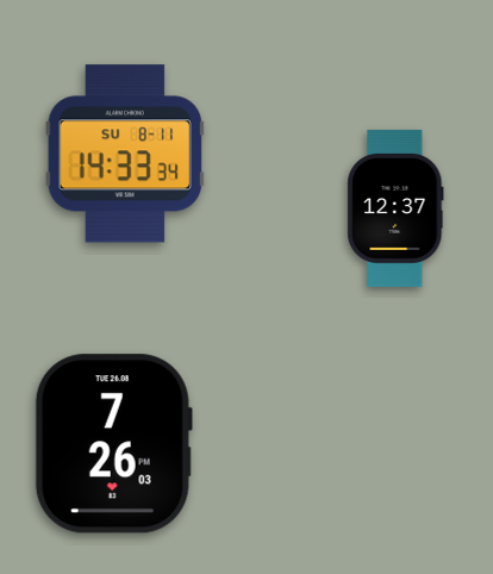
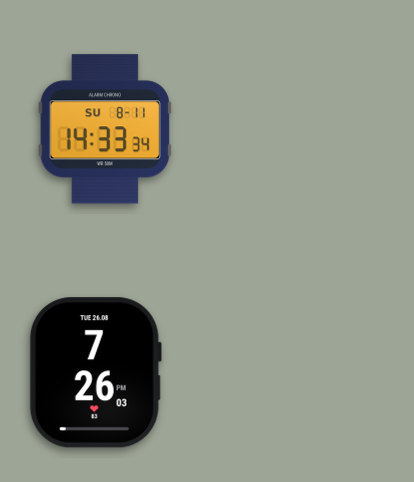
clock at (395, 208): 12:37 -> none
